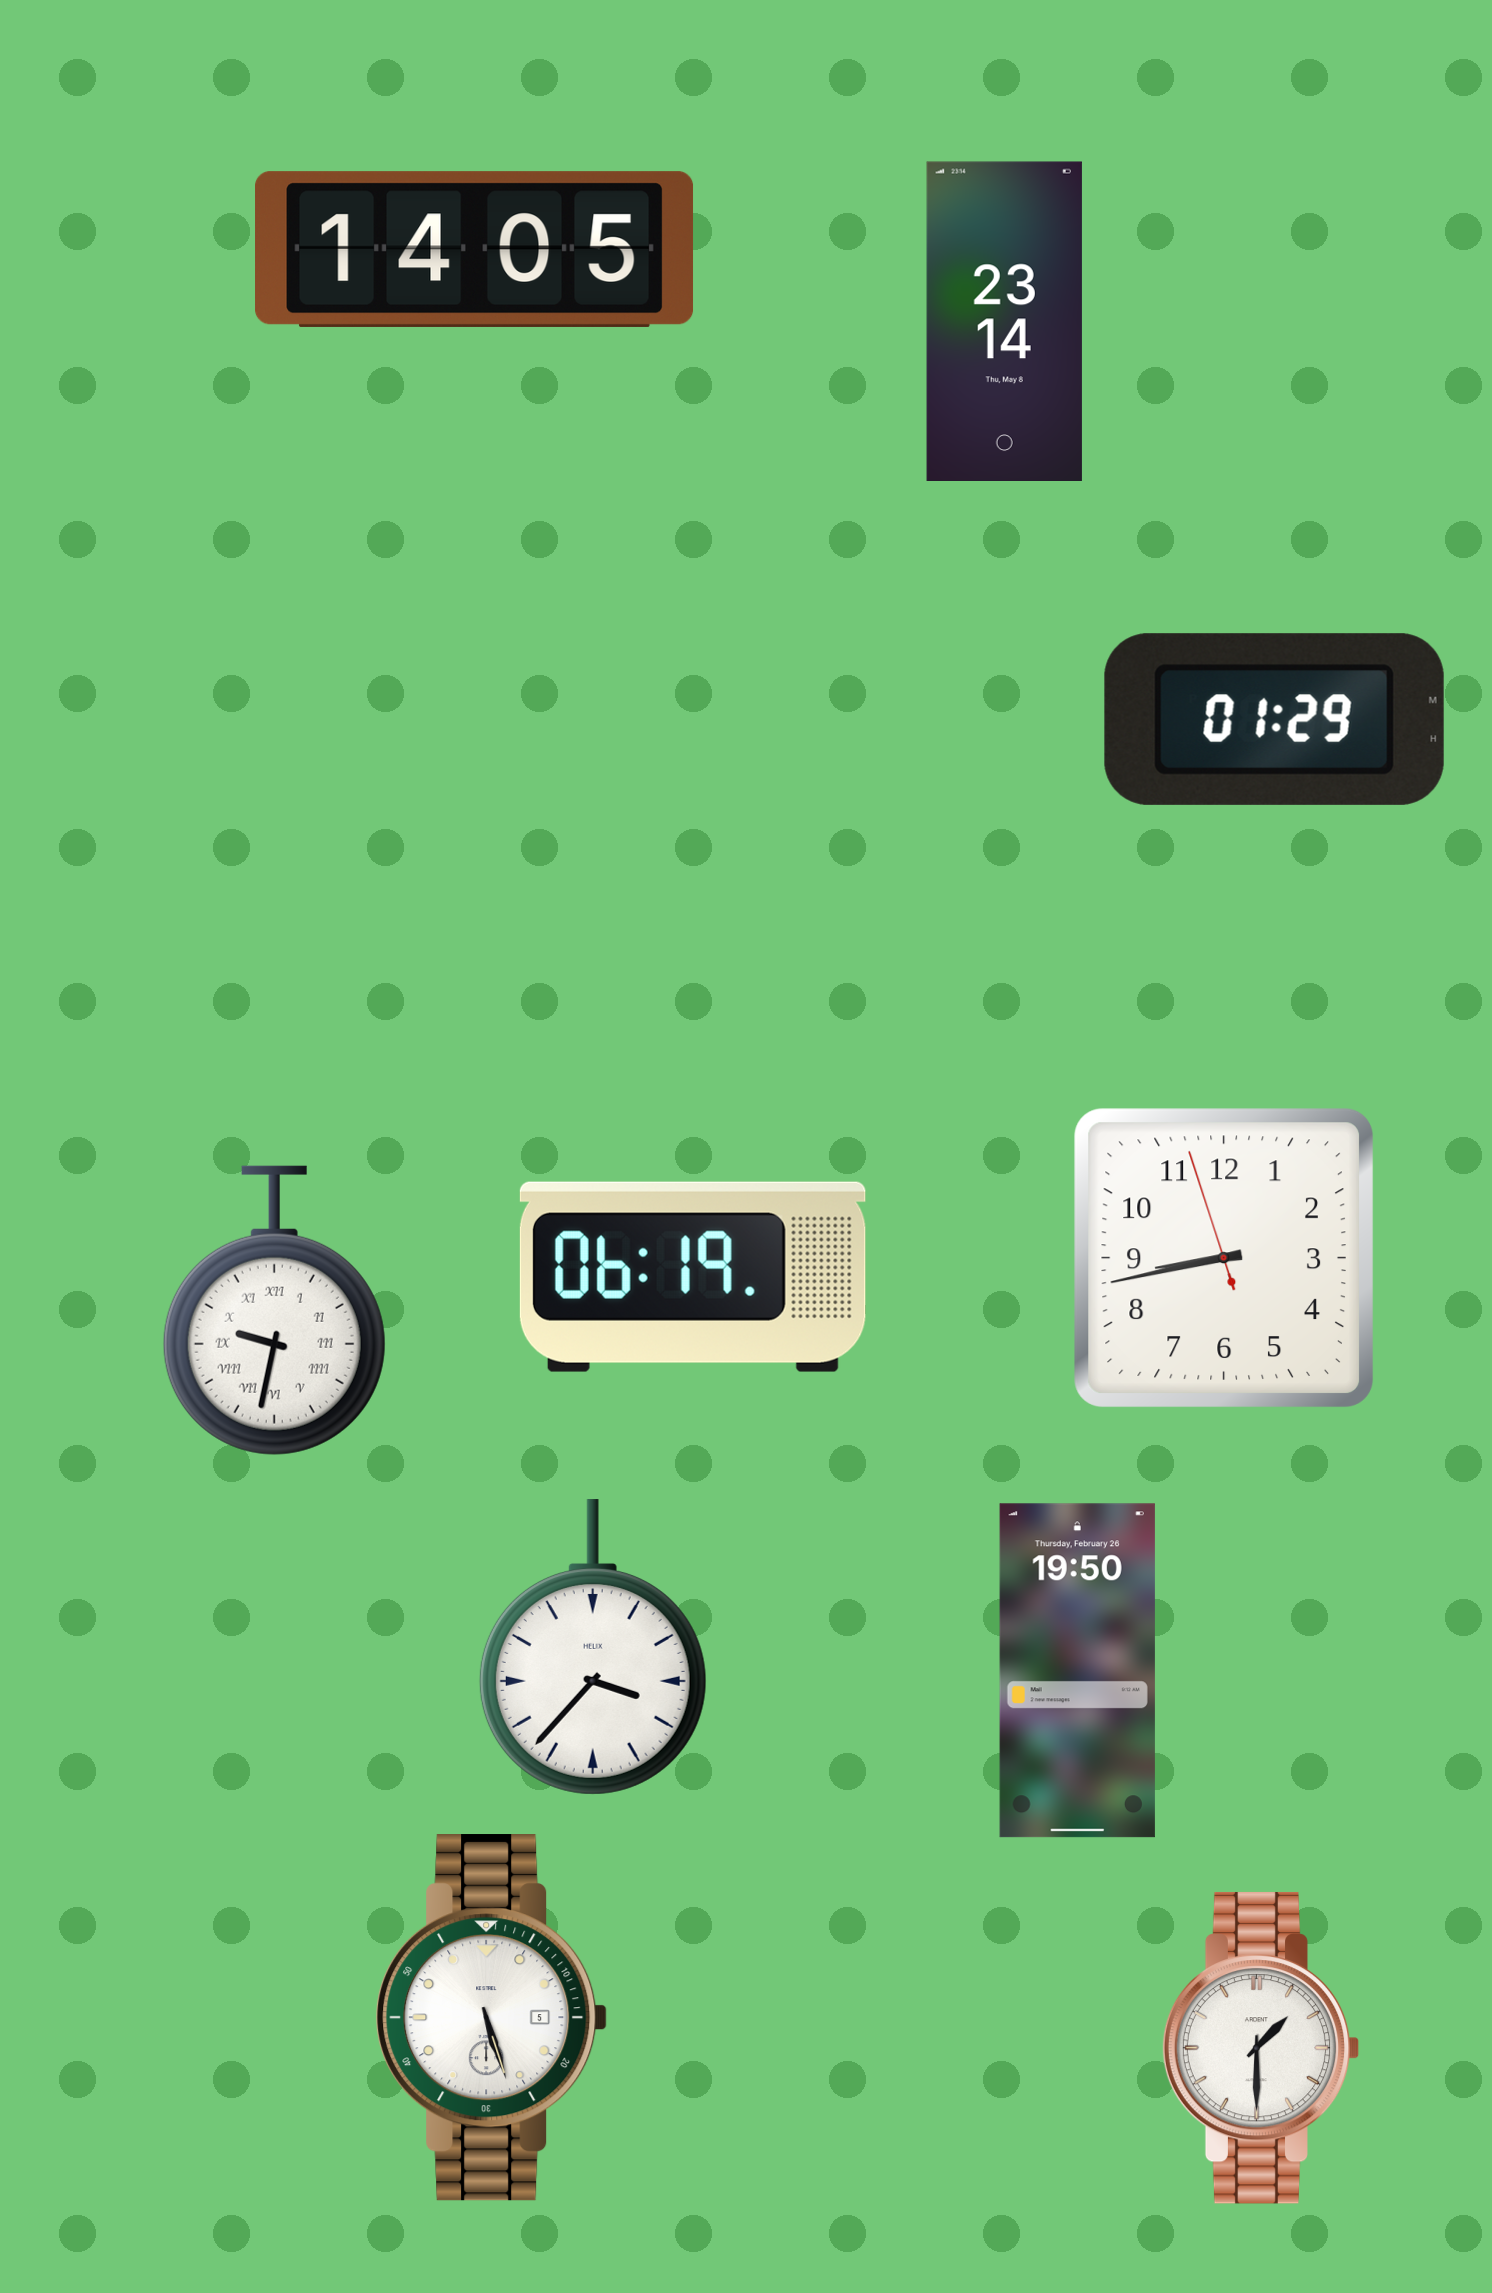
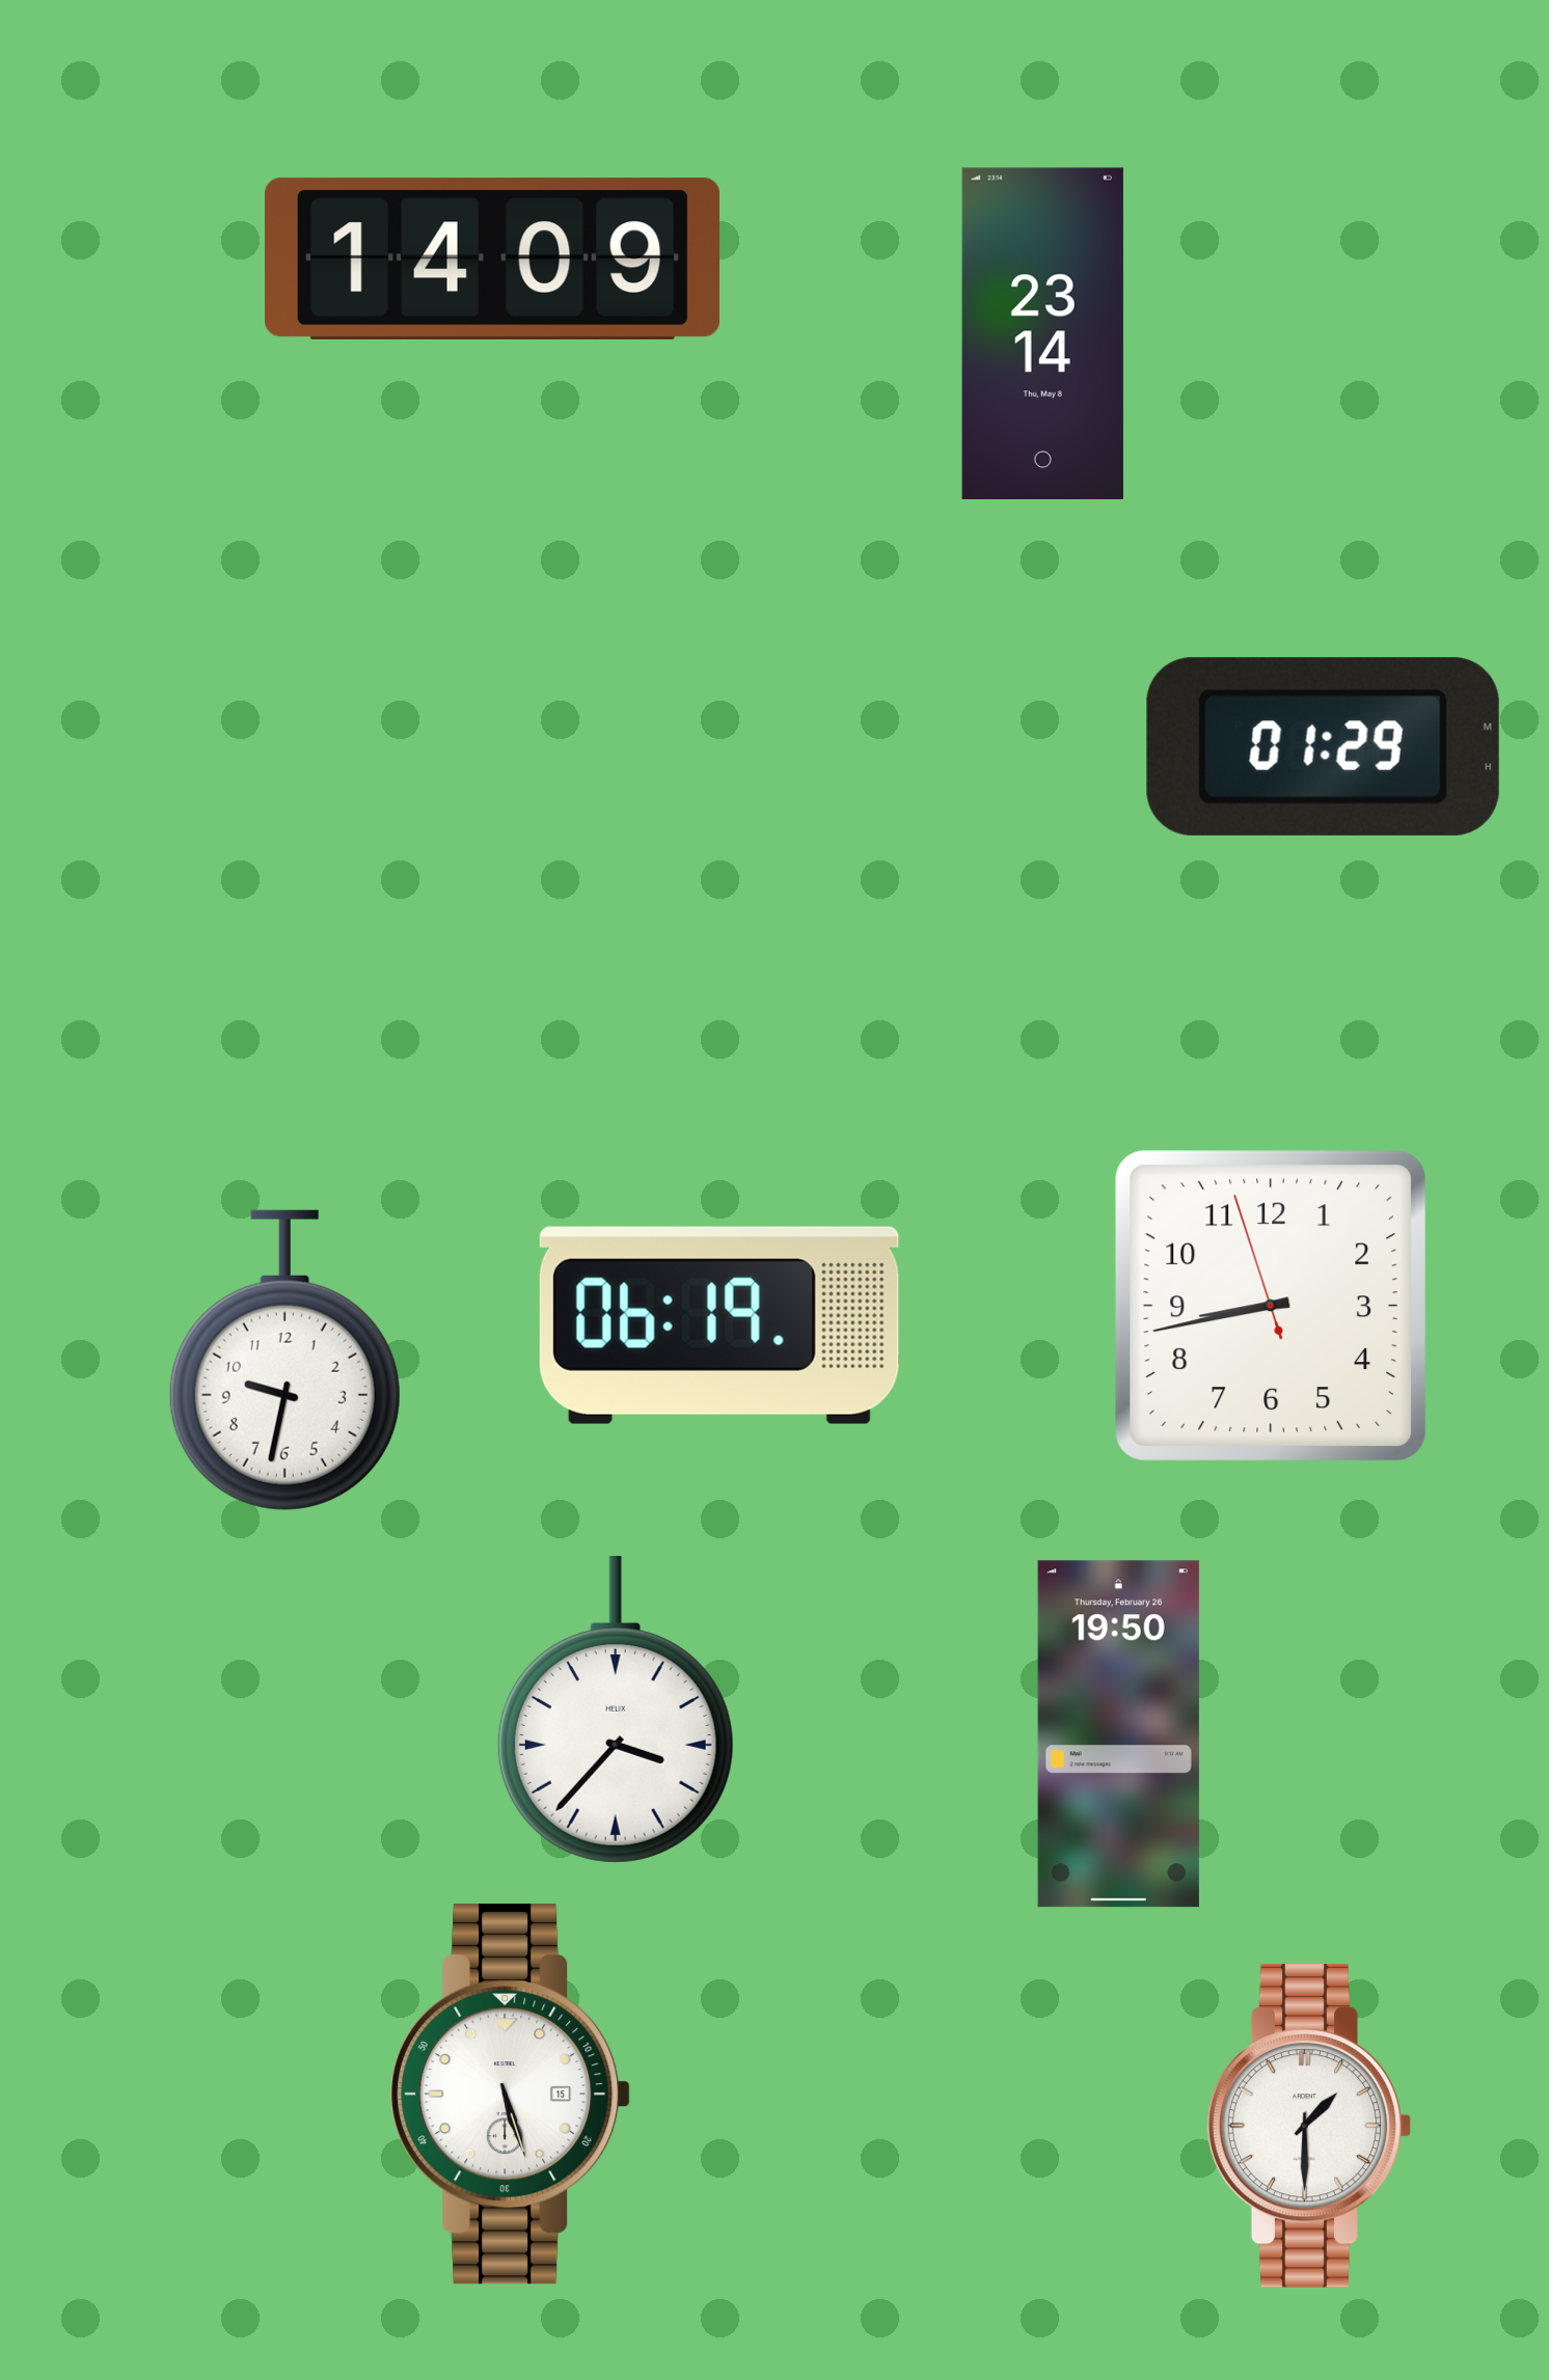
clock at (475, 249): 14:05 -> 14:09
clock at (274, 1311) numerals: Roman -> Arabic
clock at (492, 2018) date: 5 -> 15
